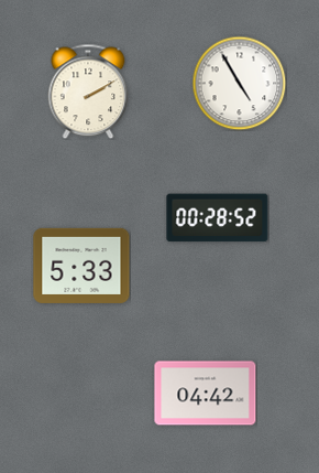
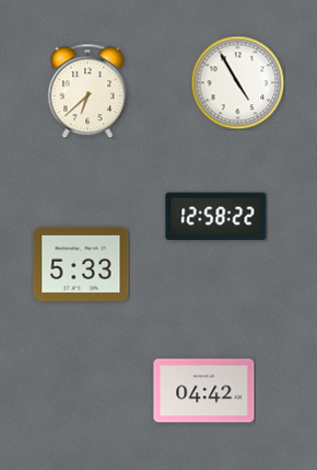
clock at (88, 92): 2:10 -> 6:38
clock at (218, 218): 00:28 -> 12:58
